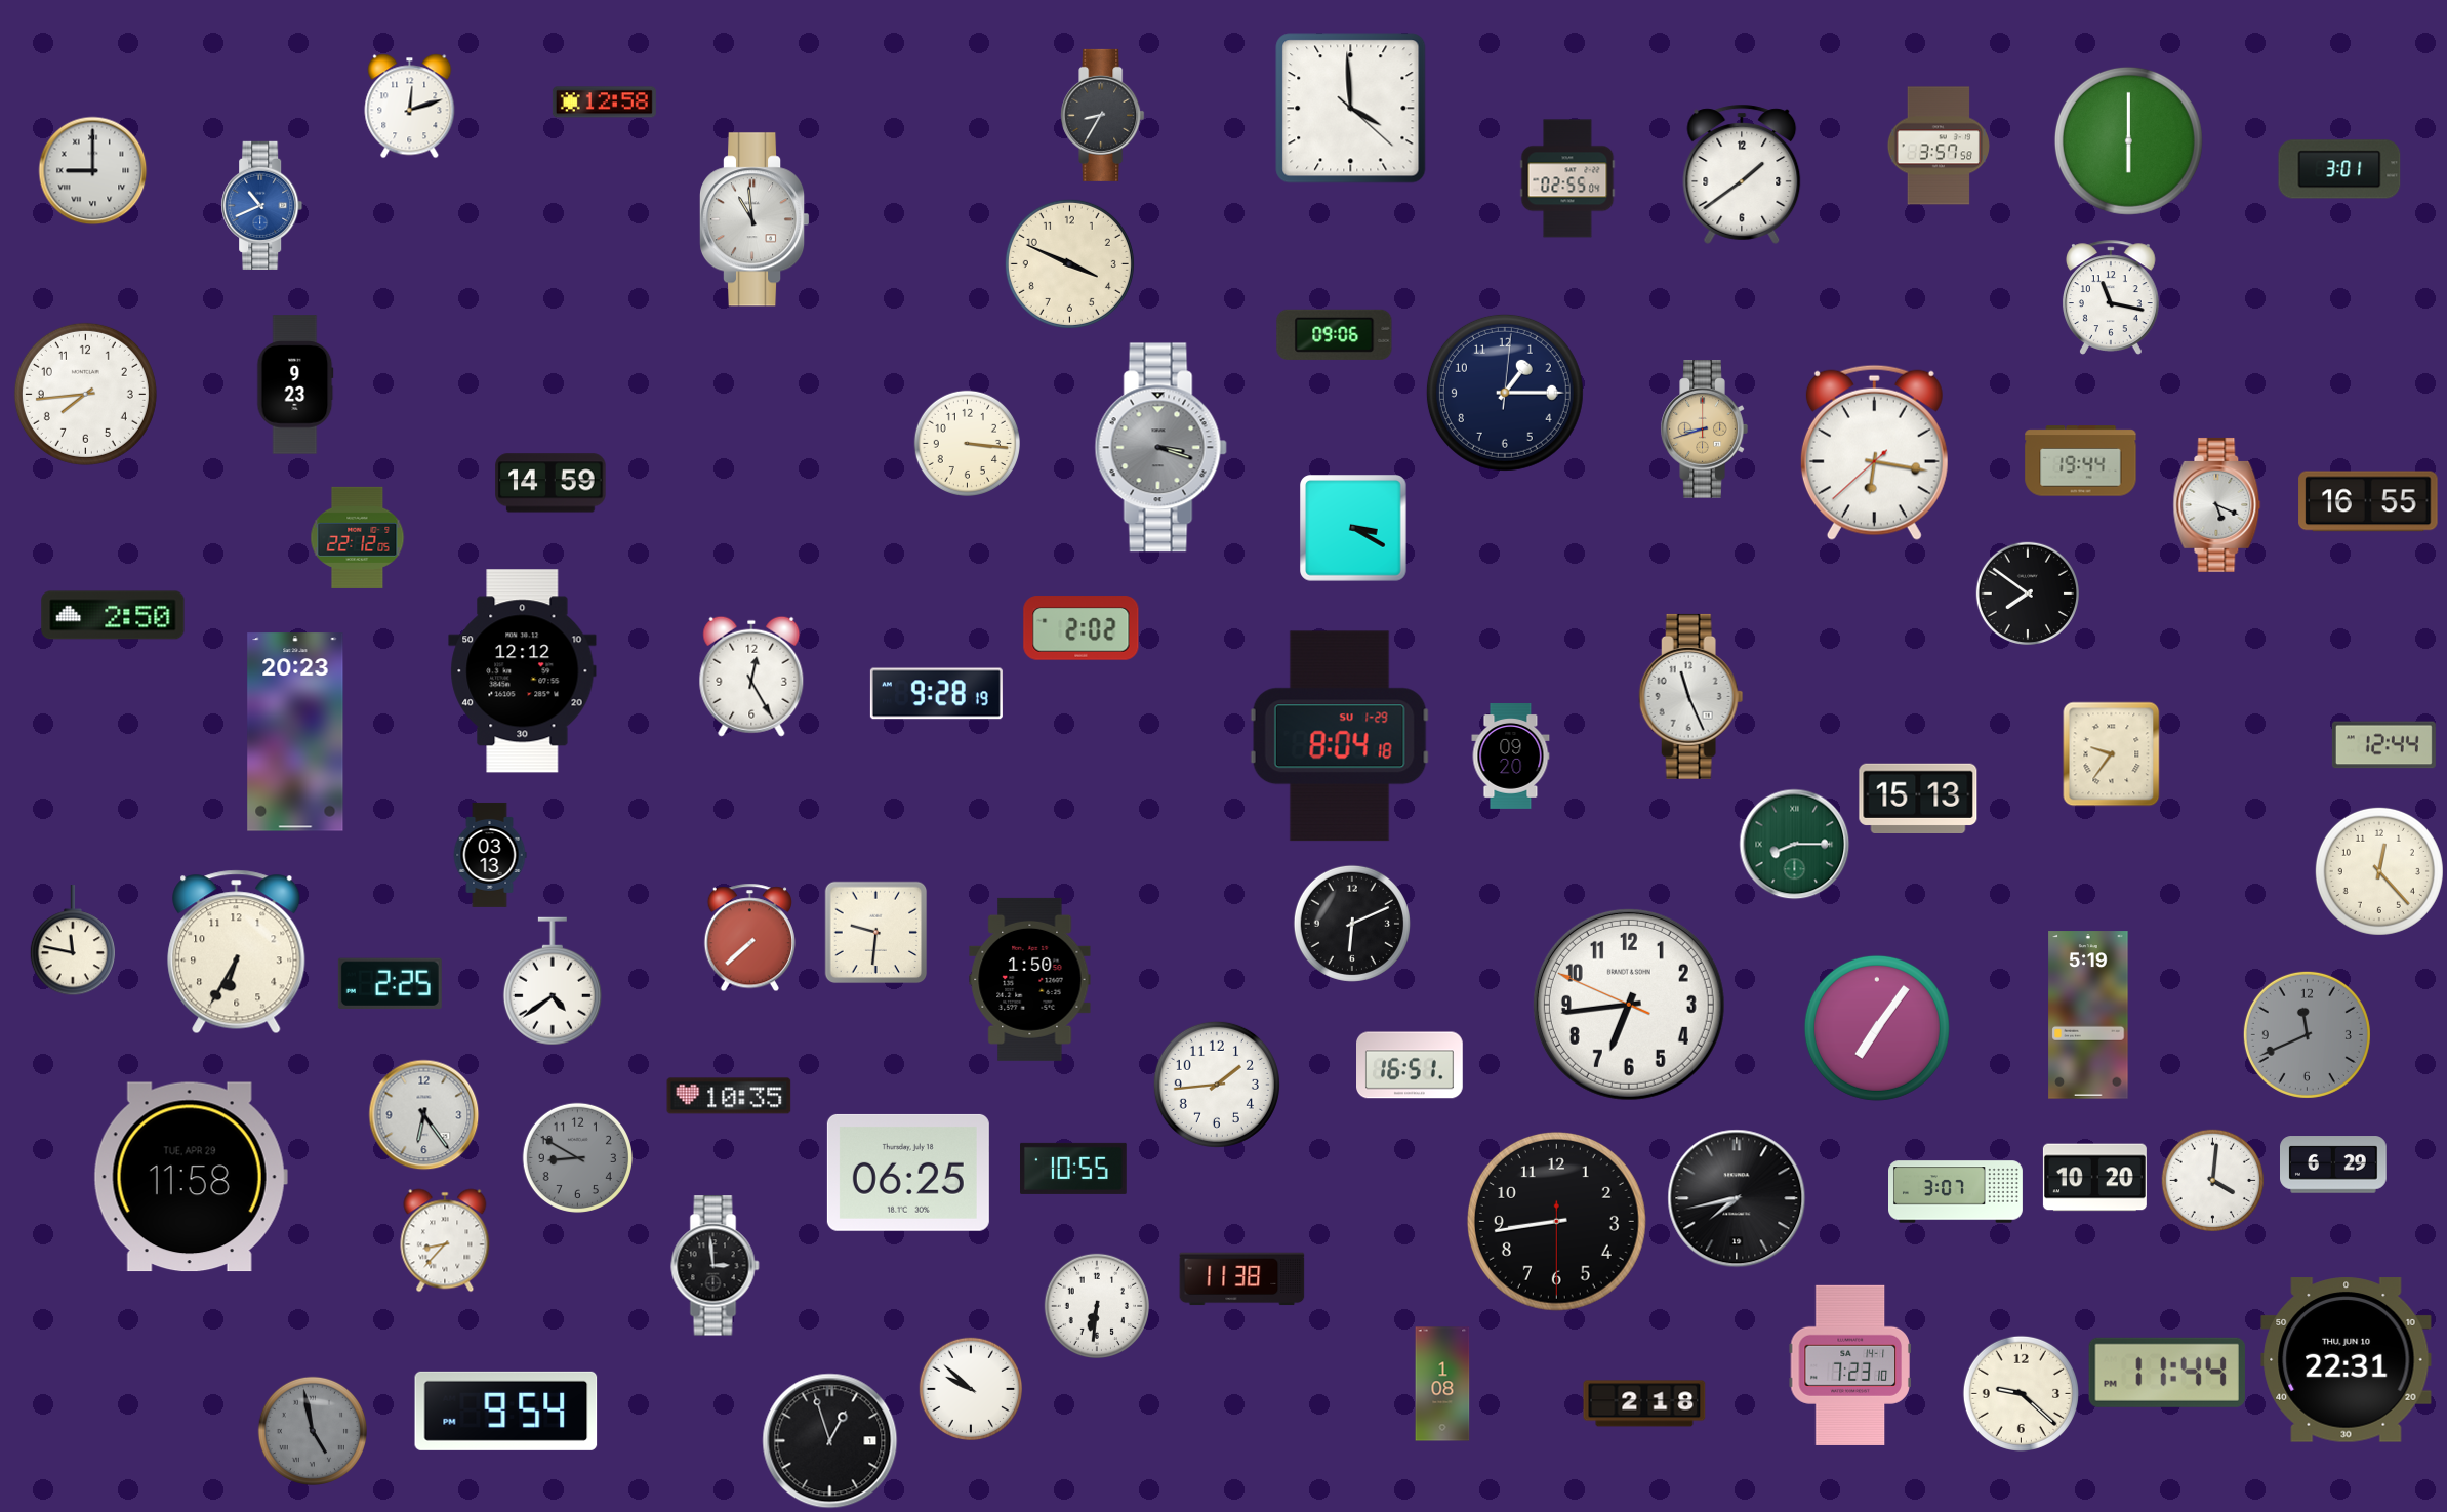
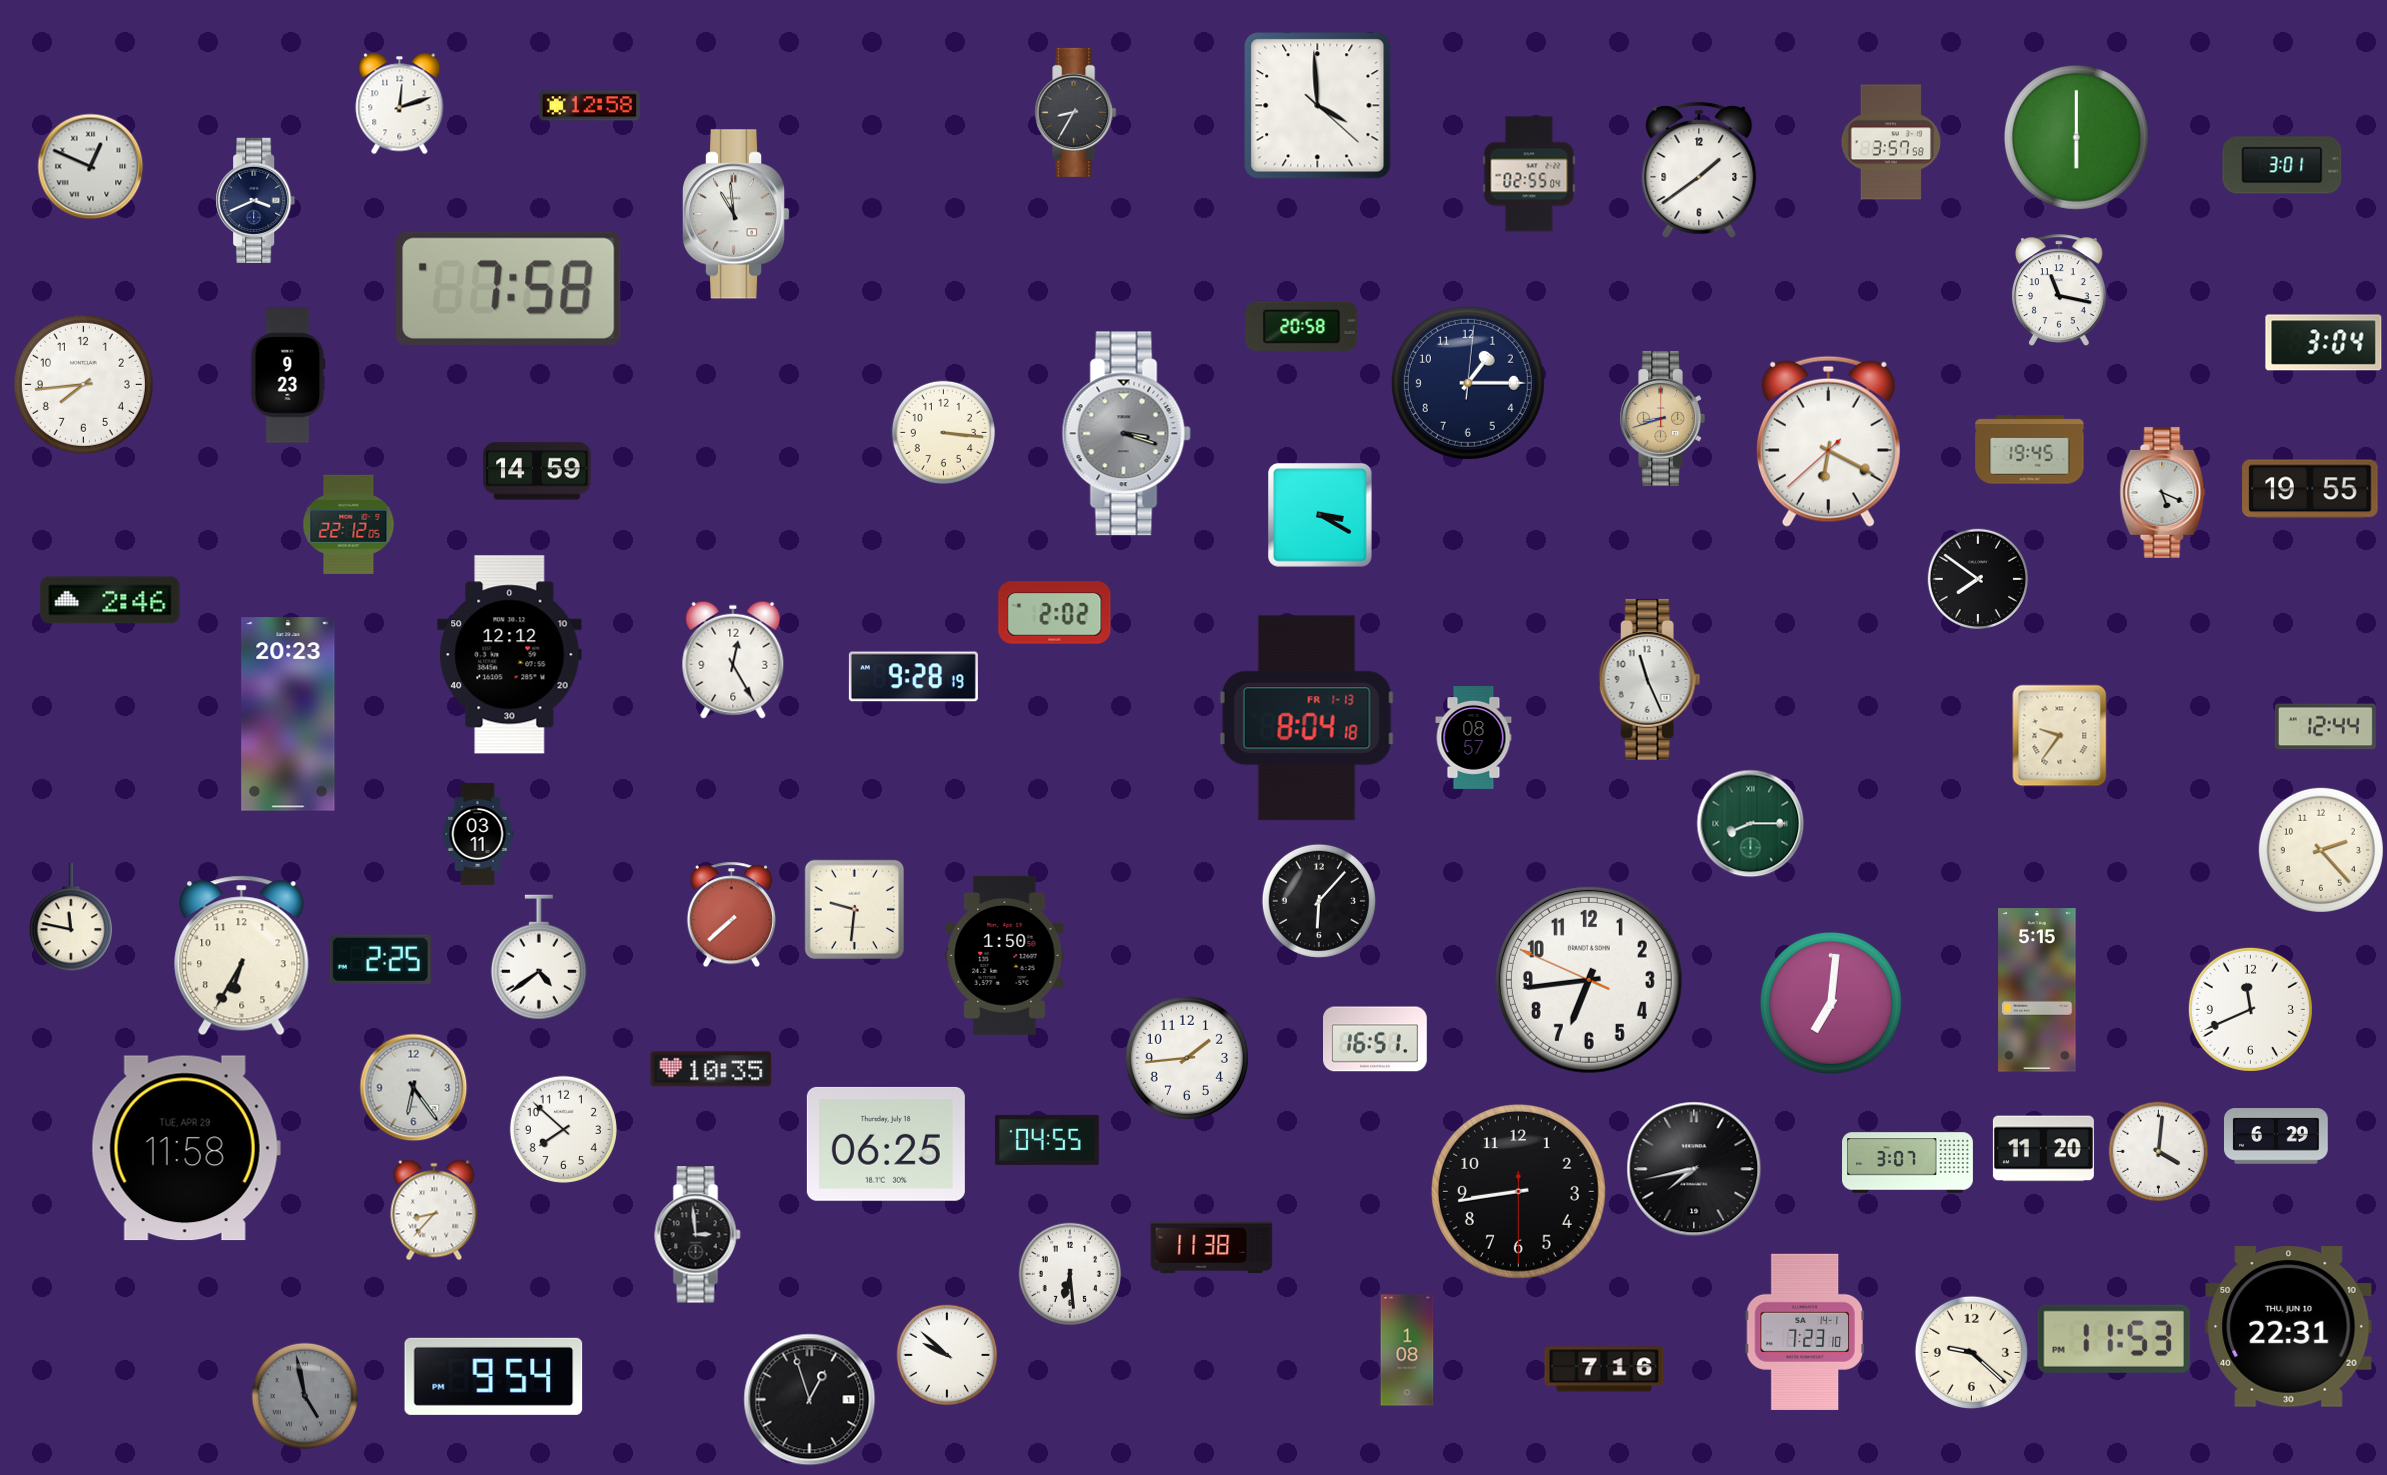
clock at (604, 103) position: (604, 103) -> (589, 106)
clock at (93, 171): 9:00 -> 12:49
clock at (262, 205): 10:41 -> 3:41
clock at (262, 205) dial: blue -> navy
clock at (1069, 263): 3:49 -> none
clock at (509, 288): none -> 7:58
clock at (1335, 334): 09:06 -> 20:58
clock at (2324, 343): none -> 3:04
clock at (1160, 448) position: (1160, 448) -> (1126, 434)
clock at (1874, 452): 6:16 -> 6:19
clock at (2081, 461): 19:44 -> 19:45
clock at (2368, 501): 16:55 -> 19:55
clock at (113, 615): 2:50 -> 2:46
clock at (1340, 736) date: SU 1-29 -> FR 1-13
clock at (1511, 757): 09:20 -> 08:57
clock at (1918, 798): 15:13 -> none
clock at (490, 855): 03:13 -> 03:11
clock at (2379, 871): 12:23 -> 2:23
clock at (1352, 924): 6:11 -> 6:07
clock at (237, 952) position: (237, 952) -> (242, 956)
clock at (2088, 1015): 5:19 -> 5:15
clock at (1877, 1028): 7:06 -> 7:01
clock at (2307, 1034) dial: grey -> white
clock at (577, 1157): 8:50 -> 7:52
clock at (577, 1157) dial: grey -> white
clock at (1074, 1169): 10:55 -> 04:55
clock at (2094, 1178): 10:20 -> 11:20
clock at (1096, 1305): 6:31 -> 6:29
clock at (2167, 1373): 11:44 -> 11:53
clock at (2021, 1393) position: (2021, 1393) -> (1971, 1352)
clock at (1644, 1403): 2:18 -> 7:16
clock at (830, 1441) position: (830, 1441) -> (810, 1400)
